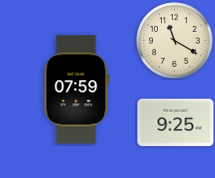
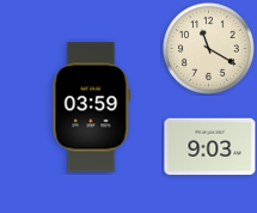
clock at (77, 90): 07:59 -> 03:59
clock at (176, 123): 9:25 -> 9:03
